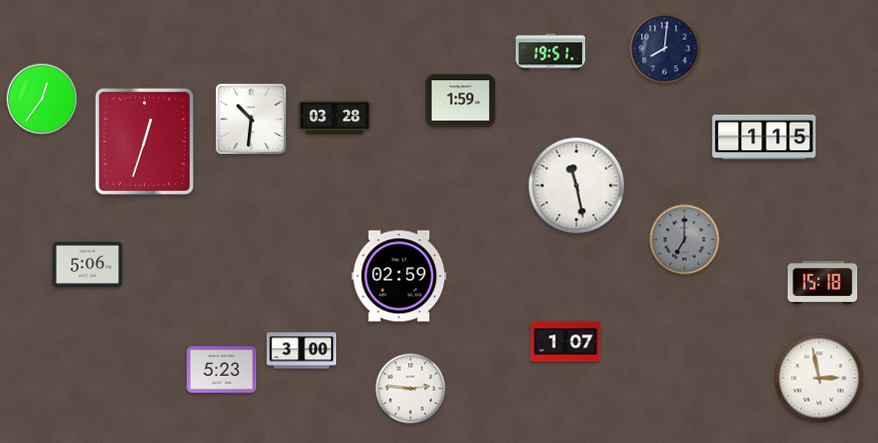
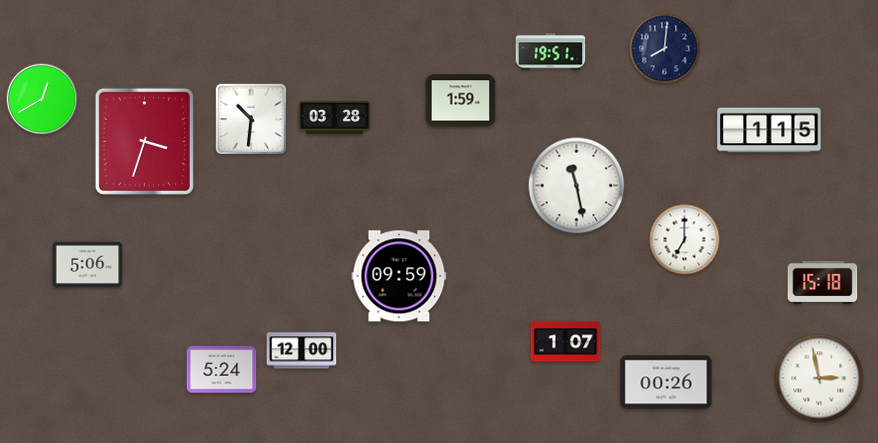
clock at (42, 99): 12:36 -> 12:40
clock at (764, 137) position: (764, 137) -> (769, 130)
clock at (144, 141): 12:33 -> 3:33
clock at (685, 240) dial: grey -> white
clock at (399, 276): 02:59 -> 09:59
clock at (302, 351): 3:00 -> 12:00
clock at (222, 370): 5:23 -> 5:24
clock at (666, 382): none -> 00:26
clock at (411, 389): 2:46 -> none
